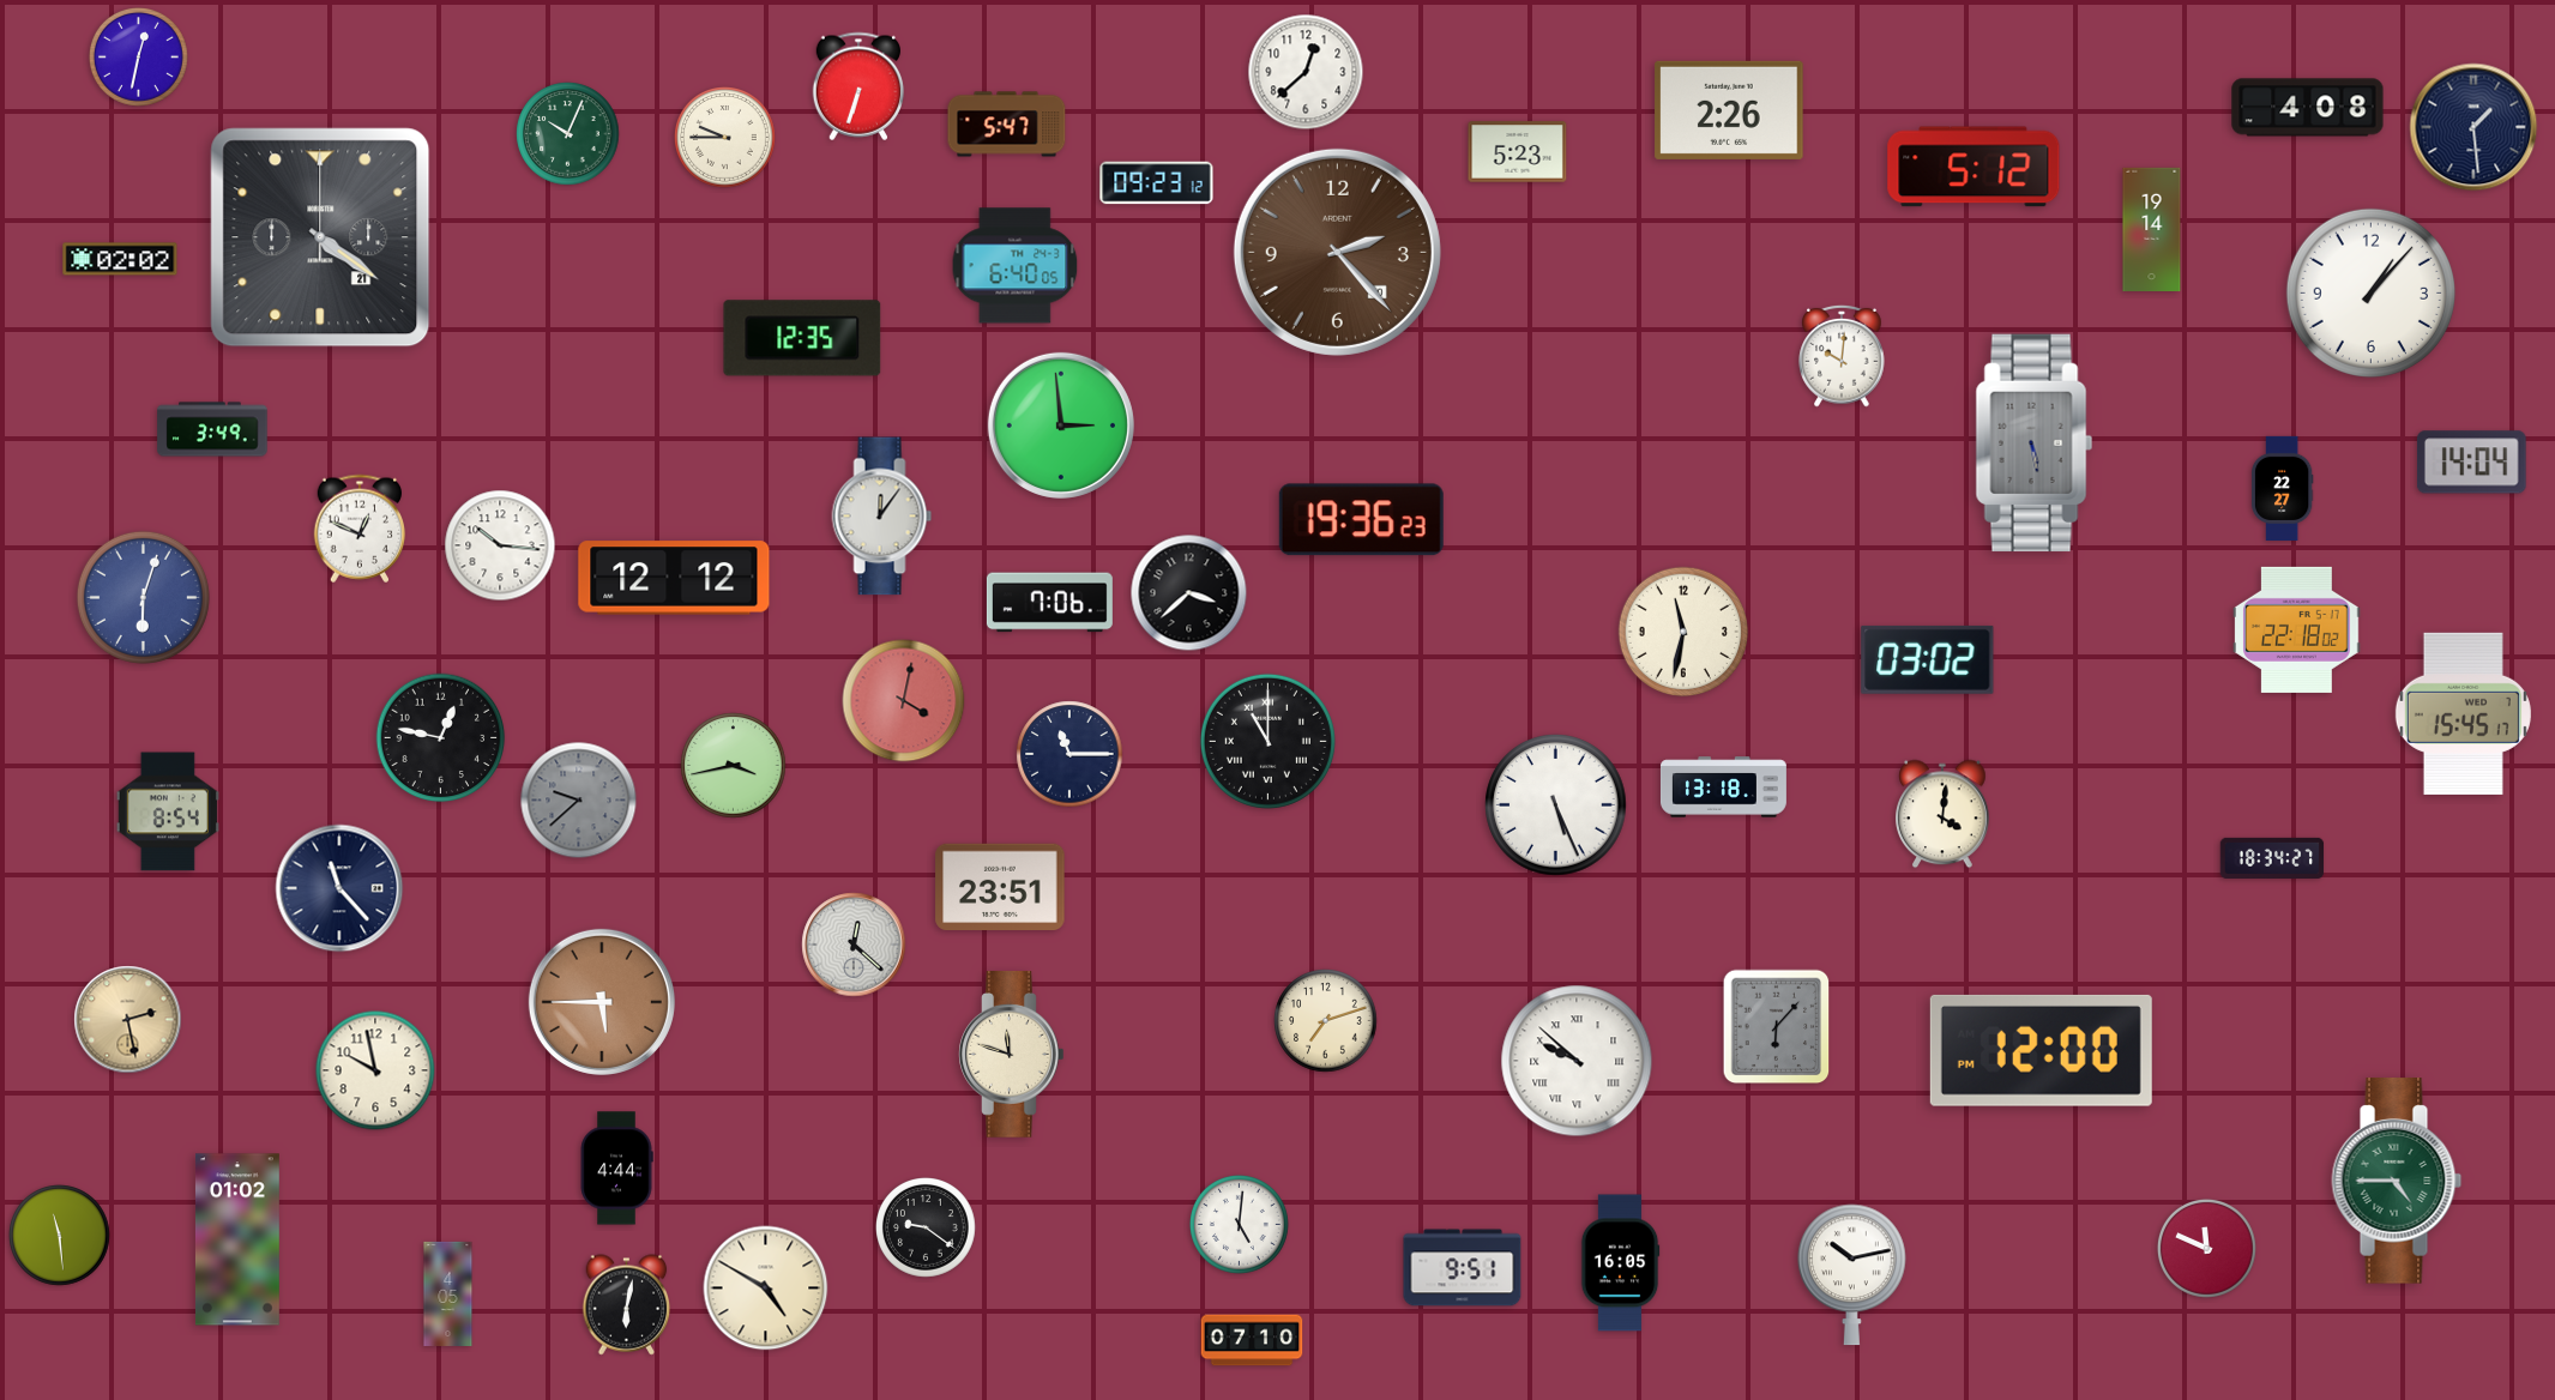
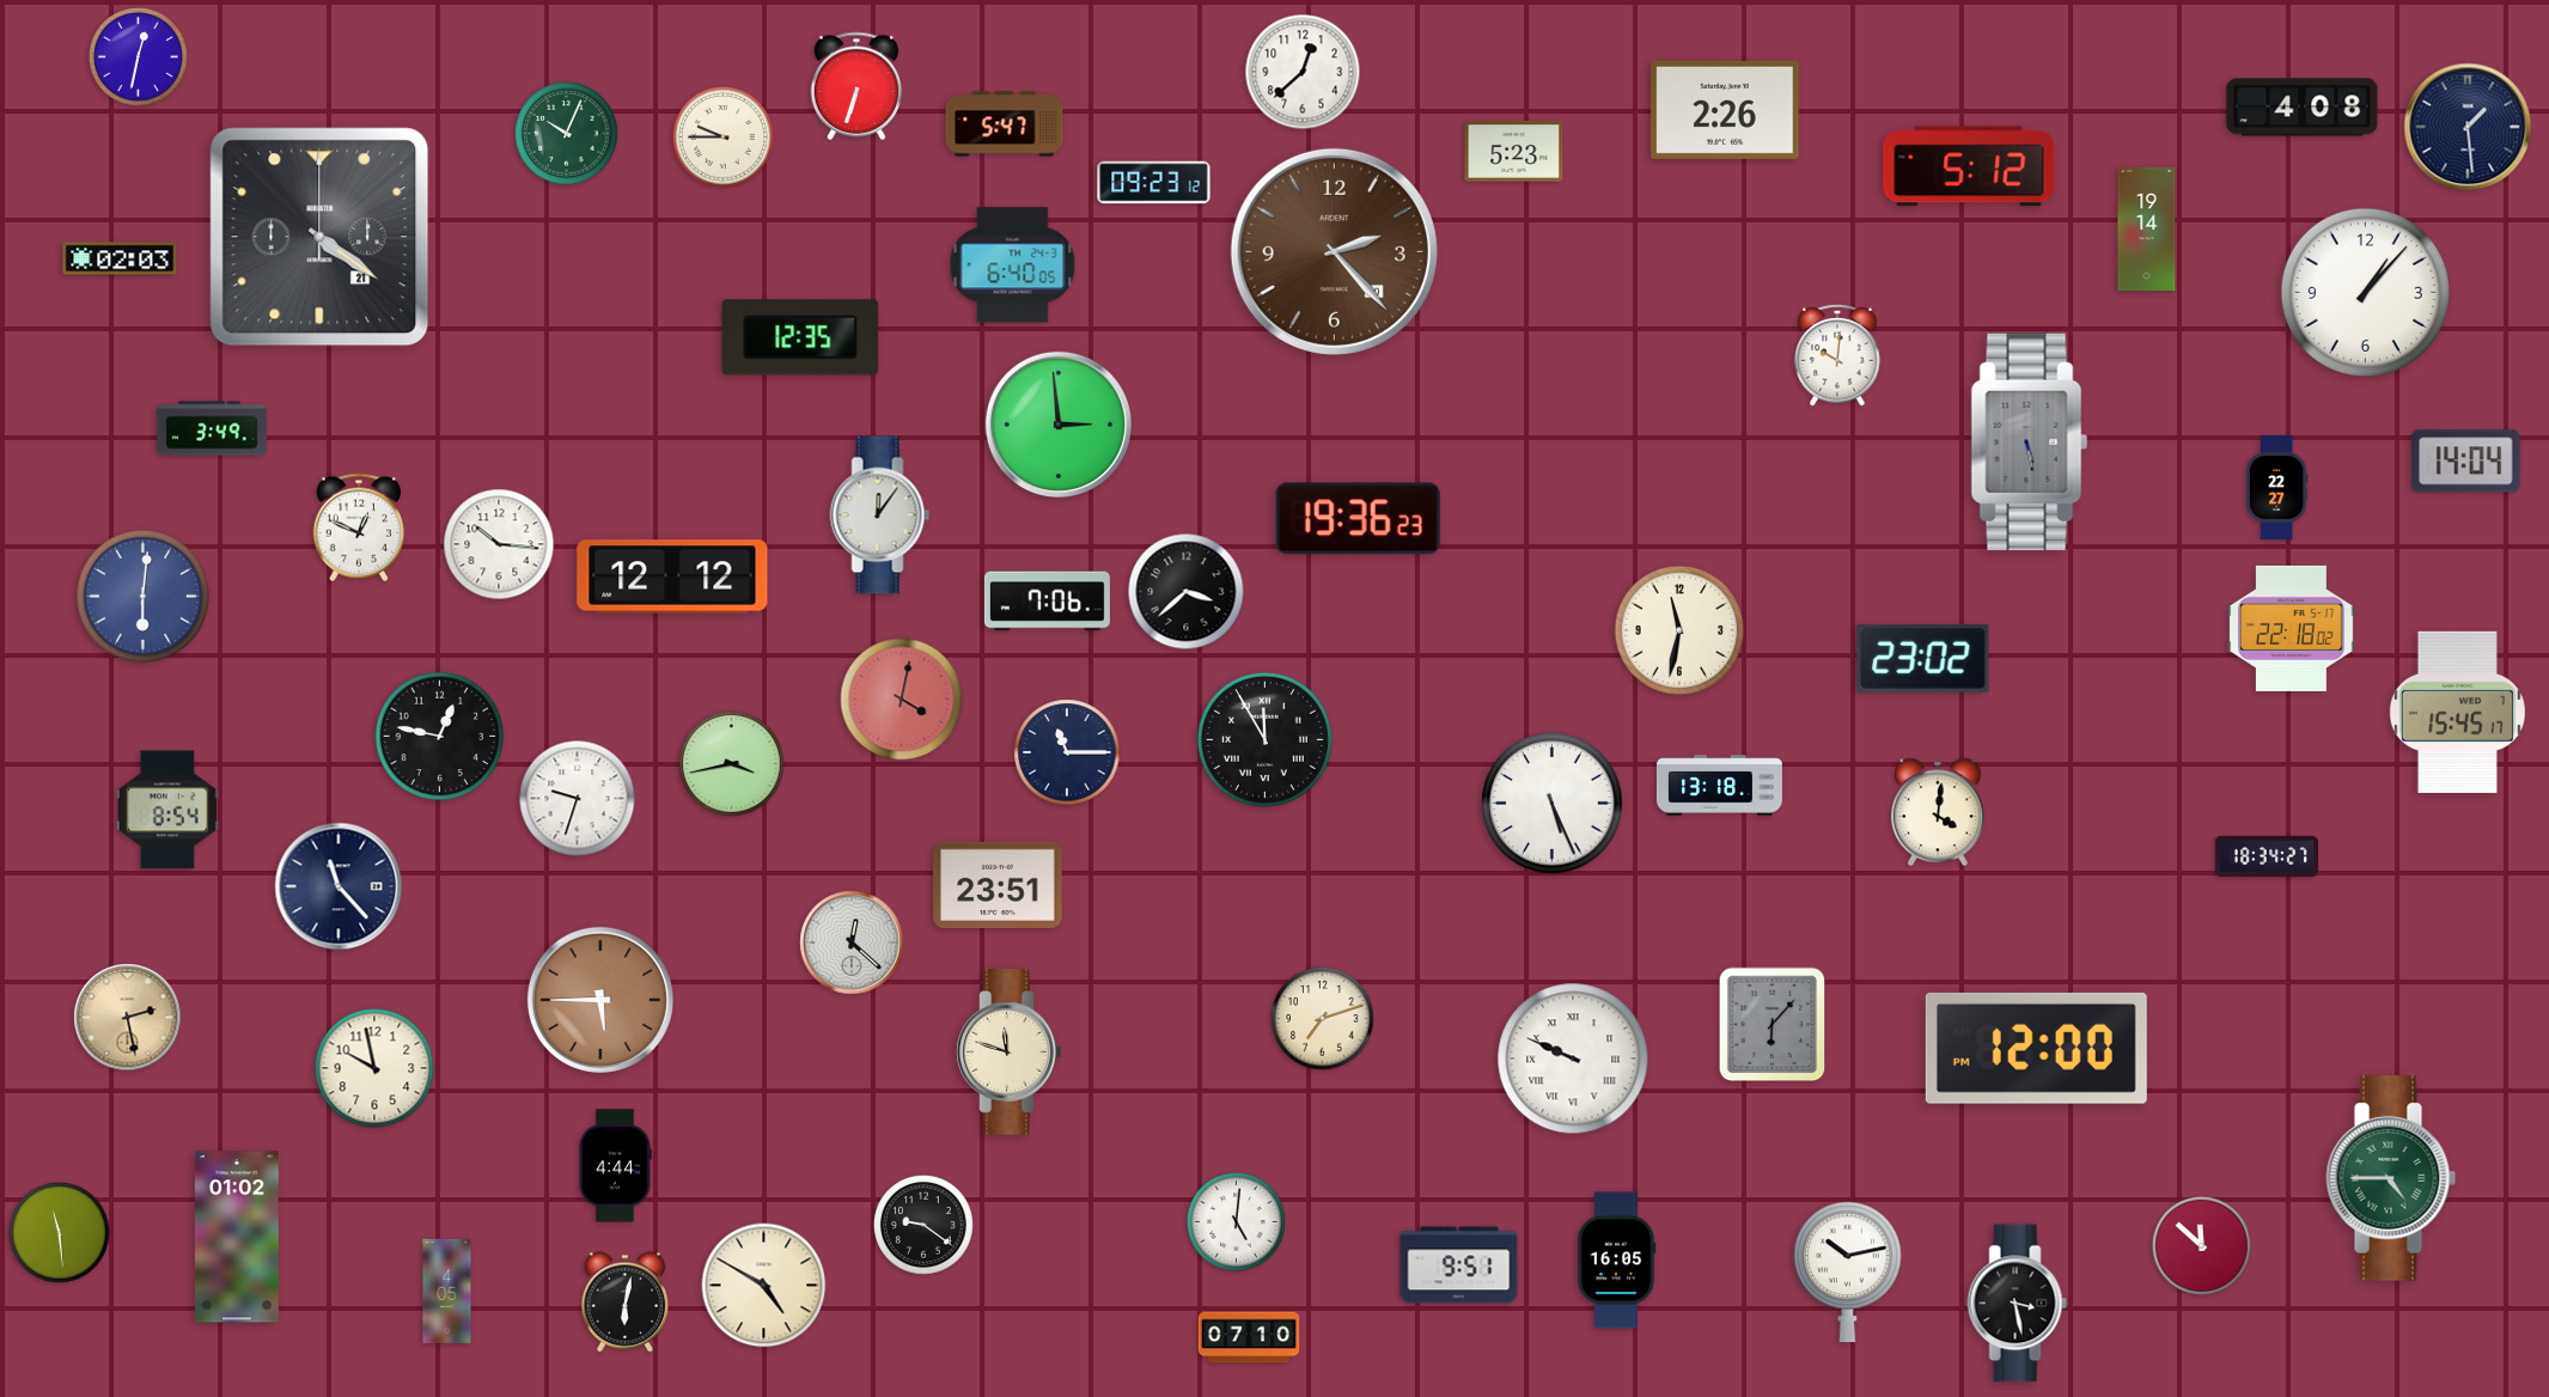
clock at (120, 259): 02:02 -> 02:03
clock at (143, 597): 6:03 -> 6:01
clock at (1928, 659): 03:02 -> 23:02
clock at (1267, 741): 11:00 -> 11:55
clock at (579, 801): 9:38 -> 9:33
clock at (579, 801) dial: grey -> white
clock at (1577, 1061): 9:52 -> 9:49
clock at (2206, 1248): 11:49 -> 11:52
clock at (2018, 1304): none -> 3:28
